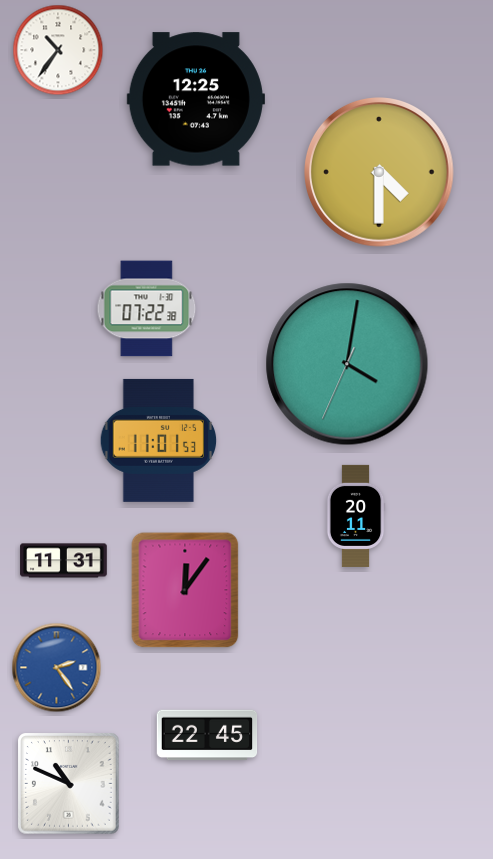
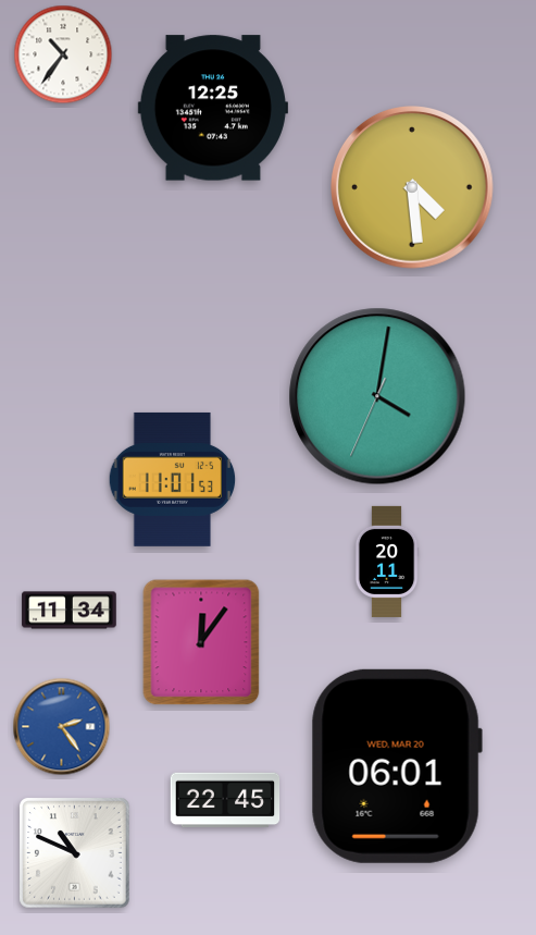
clock at (380, 173): 4:30 -> 4:29
clock at (147, 309): 07:22 -> none
clock at (64, 561): 11:31 -> 11:34
clock at (397, 766): none -> 06:01
